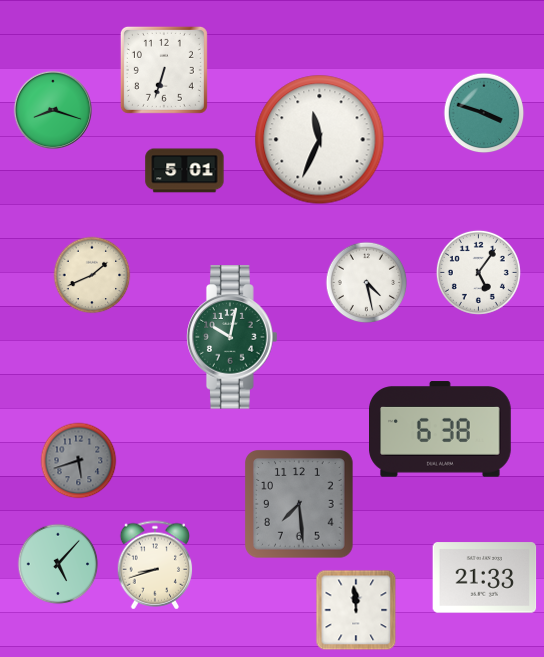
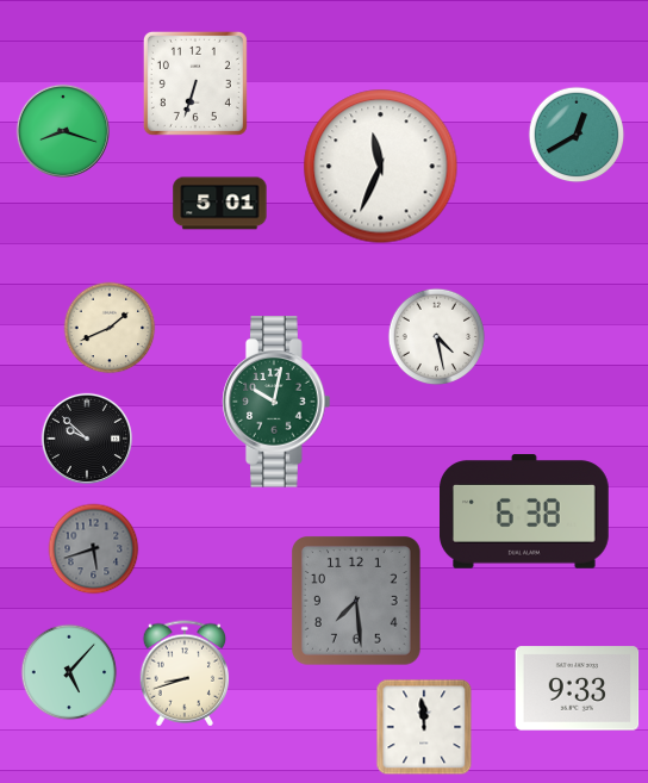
clock at (484, 113): 3:48 -> 12:40
clock at (478, 272): 5:06 -> none
clock at (86, 437): none -> 9:52
clock at (485, 578): 21:33 -> 9:33
